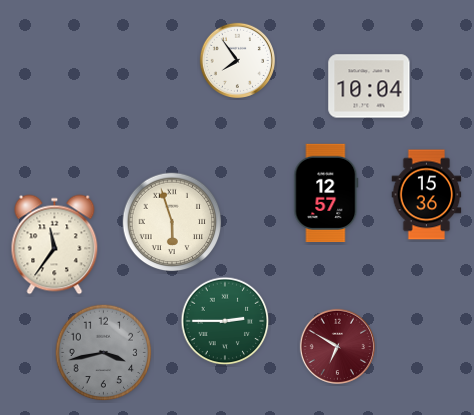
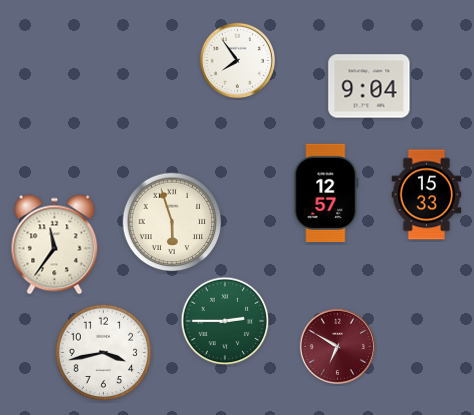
clock at (369, 86): 10:04 -> 9:04
clock at (427, 195): 15:36 -> 15:33
clock at (104, 353) dial: grey -> white
